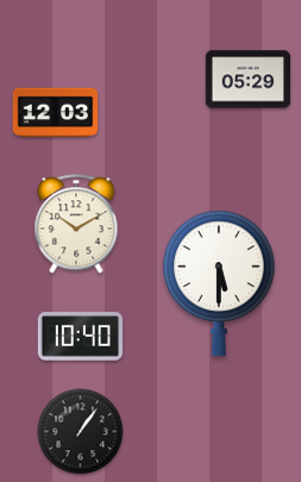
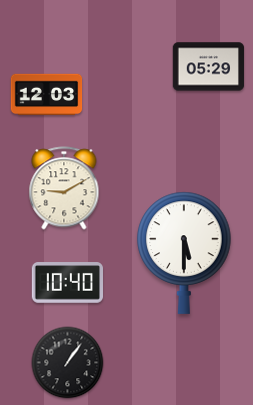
clock at (76, 224): 10:10 -> 9:10
clock at (219, 283) position: (219, 283) -> (184, 253)
